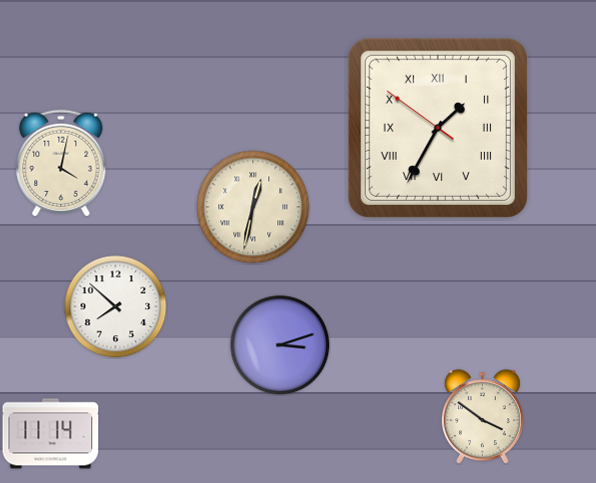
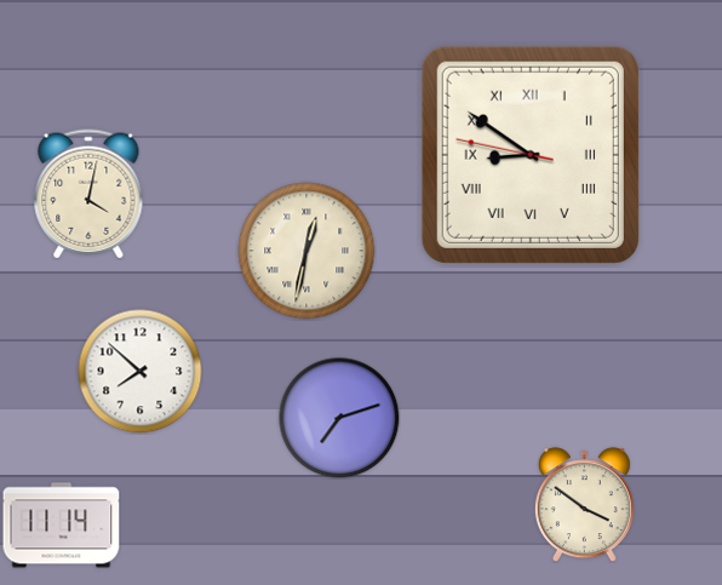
clock at (438, 128): 1:34 -> 8:50
clock at (61, 163) position: (61, 163) -> (88, 194)
clock at (280, 345): 3:12 -> 7:12
